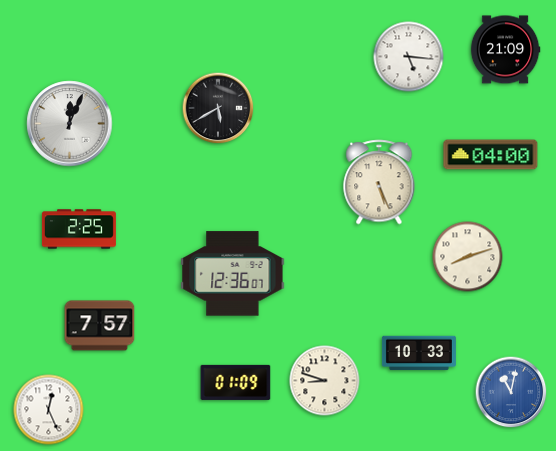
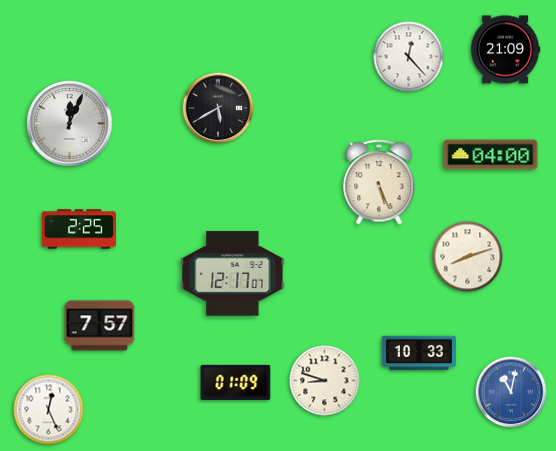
clock at (409, 57): 5:16 -> 12:23
clock at (233, 274): 12:36 -> 12:17
